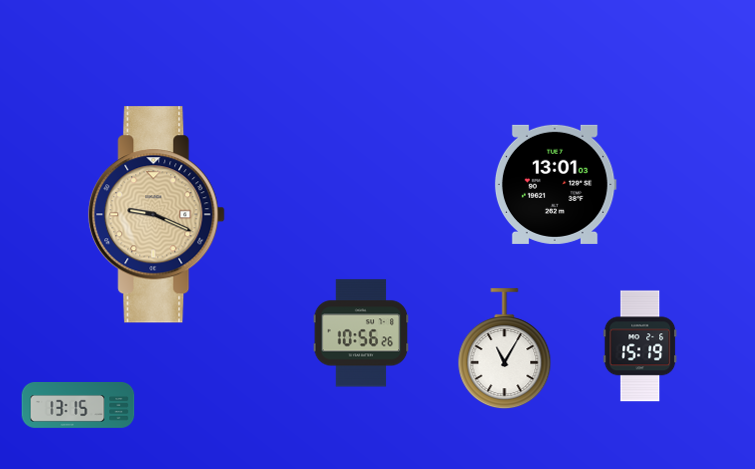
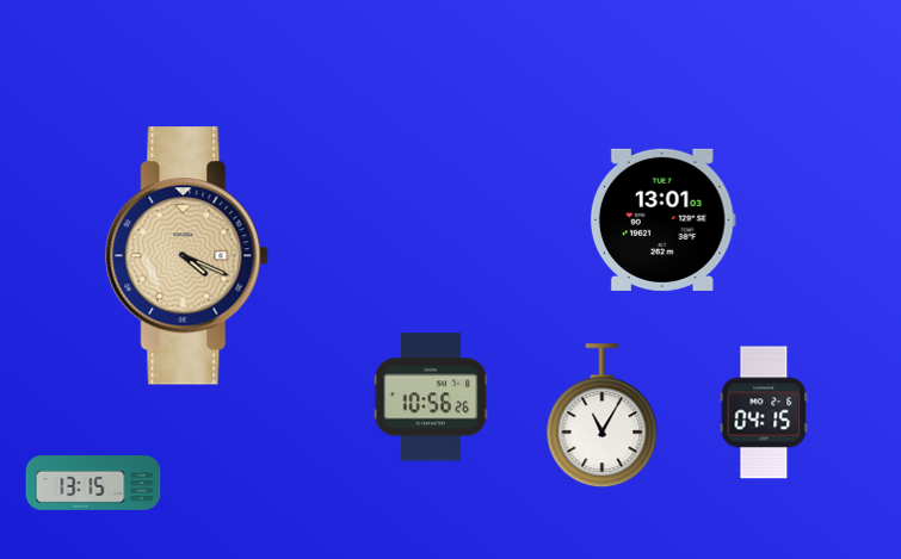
clock at (157, 215): 9:19 -> 4:19
clock at (640, 346): 15:19 -> 04:15
